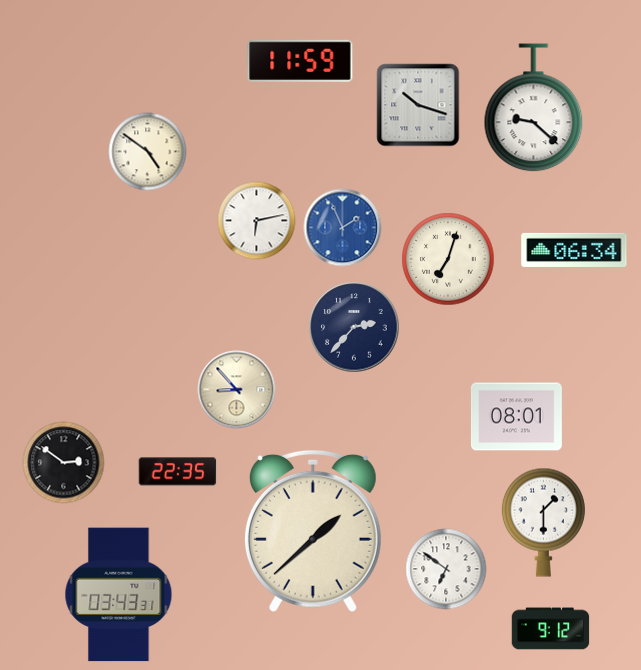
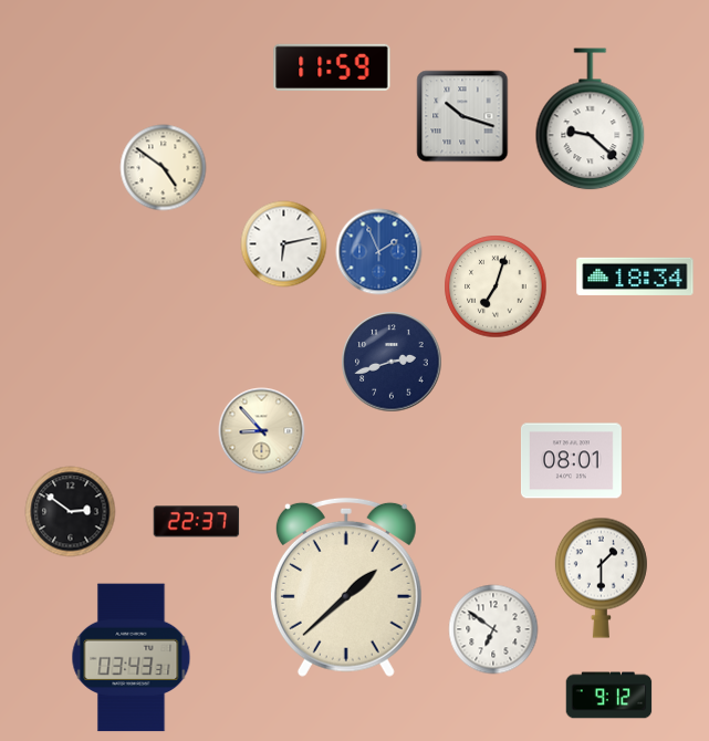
clock at (574, 250): 06:34 -> 18:34
clock at (354, 327): 2:37 -> 2:42
clock at (177, 472): 22:35 -> 22:37
